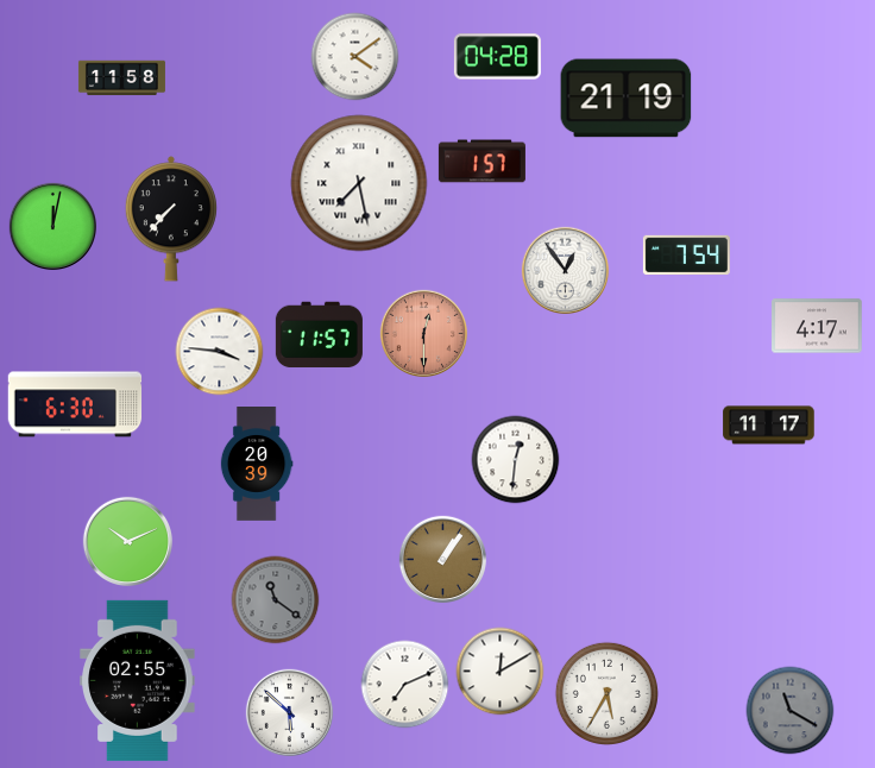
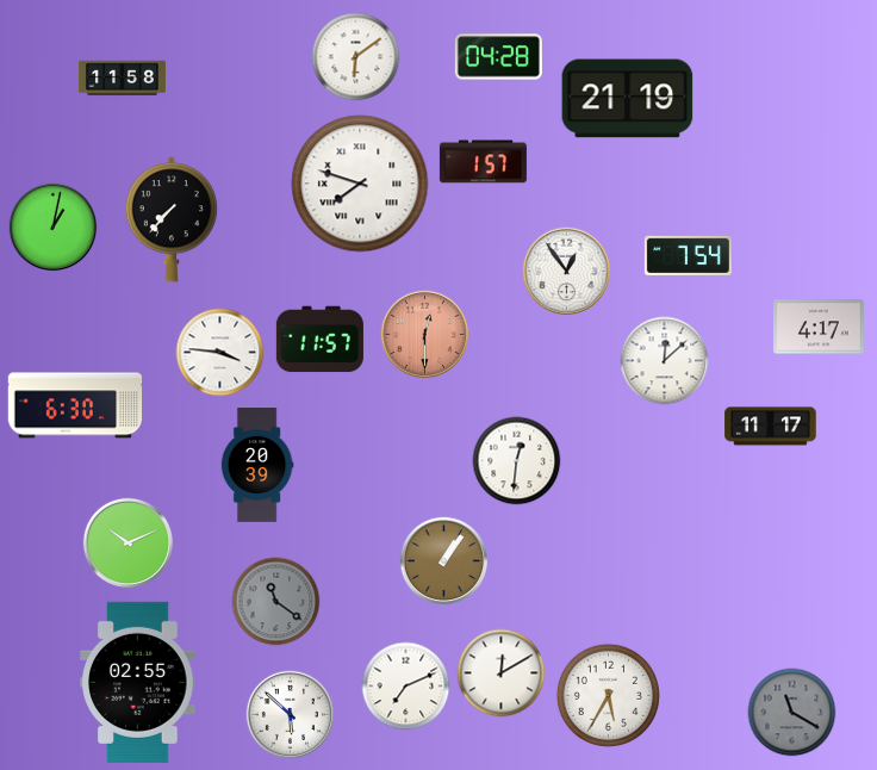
clock at (355, 57): 4:09 -> 6:09
clock at (359, 183): 7:28 -> 7:48
clock at (53, 227): 12:02 -> 1:02
clock at (319, 335) position: (319, 335) -> (319, 340)
clock at (665, 361): none -> 12:08
